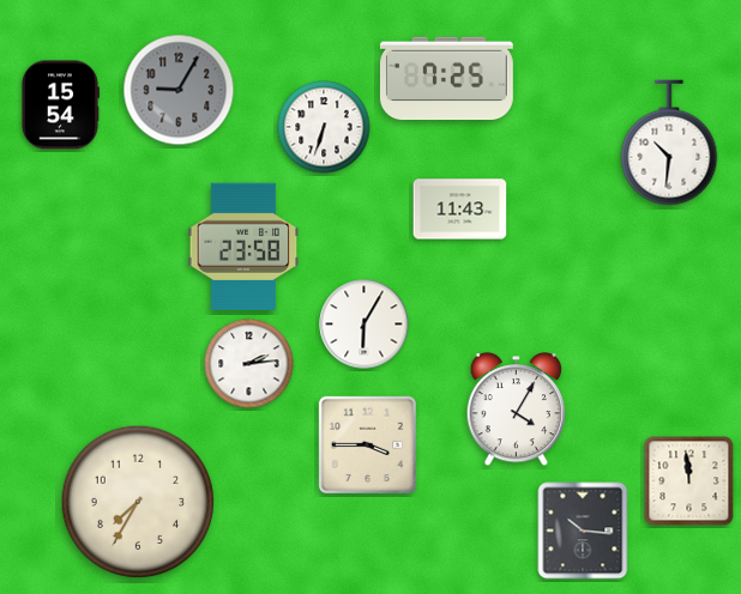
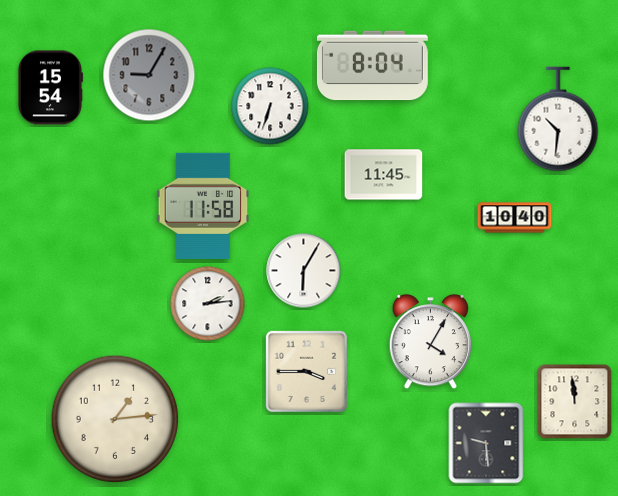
clock at (447, 79): 7:25 -> 8:04
clock at (460, 210): 11:43 -> 11:45
clock at (243, 247): 23:58 -> 11:58
clock at (515, 218): none -> 10:40
clock at (138, 502): 7:35 -> 1:14
clock at (583, 531): 10:16 -> 9:29
